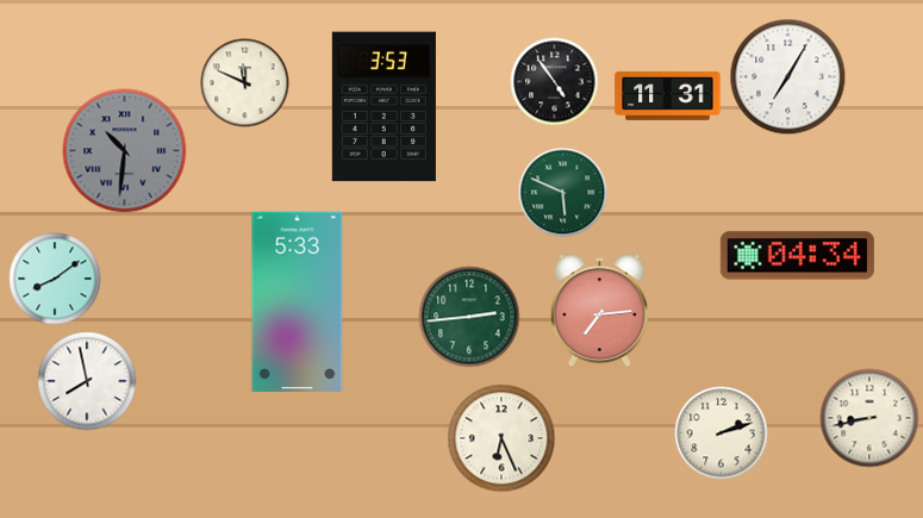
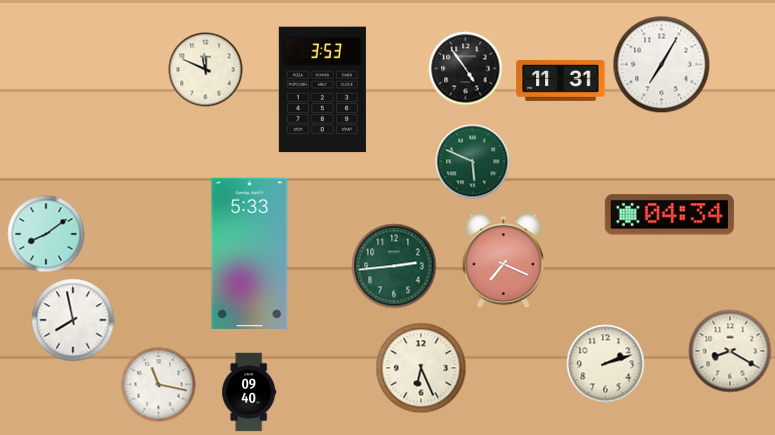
clock at (125, 151): 10:31 -> none
clock at (599, 311): 7:14 -> 7:19
clock at (869, 418): 8:43 -> 8:20
clock at (159, 385): none -> 11:17
clock at (249, 392): none -> 09:40
